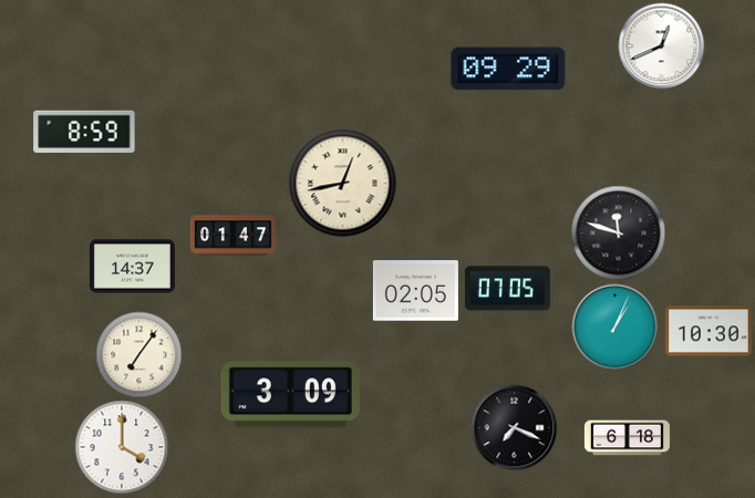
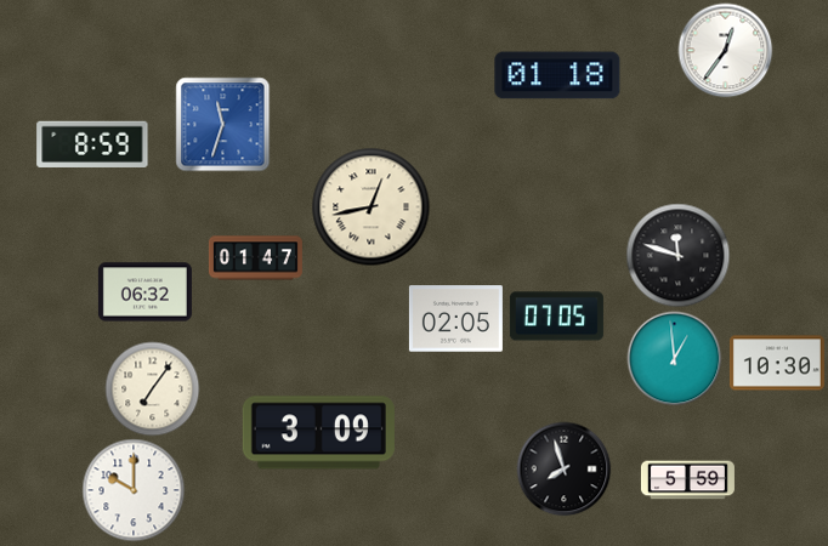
clock at (661, 45): 12:41 -> 12:36
clock at (508, 69): 09:29 -> 01:18
clock at (222, 124): none -> 11:33
clock at (342, 183) position: (342, 183) -> (370, 206)
clock at (132, 267): 14:37 -> 06:32
clock at (614, 326): 1:04 -> 12:59
clock at (514, 427): 7:19 -> 7:57
clock at (627, 438): 6:18 -> 5:59
clock at (122, 447): 4:00 -> 10:00
